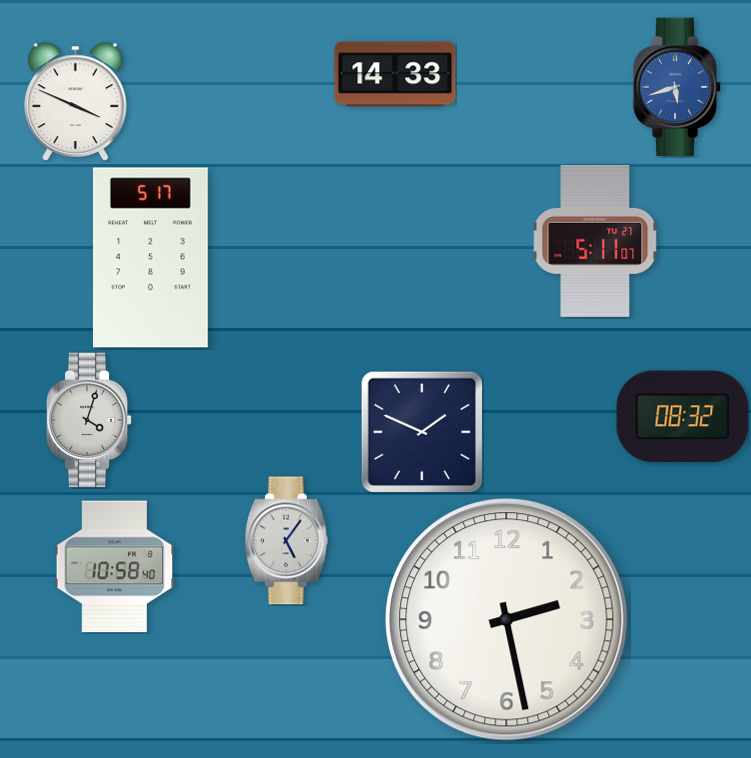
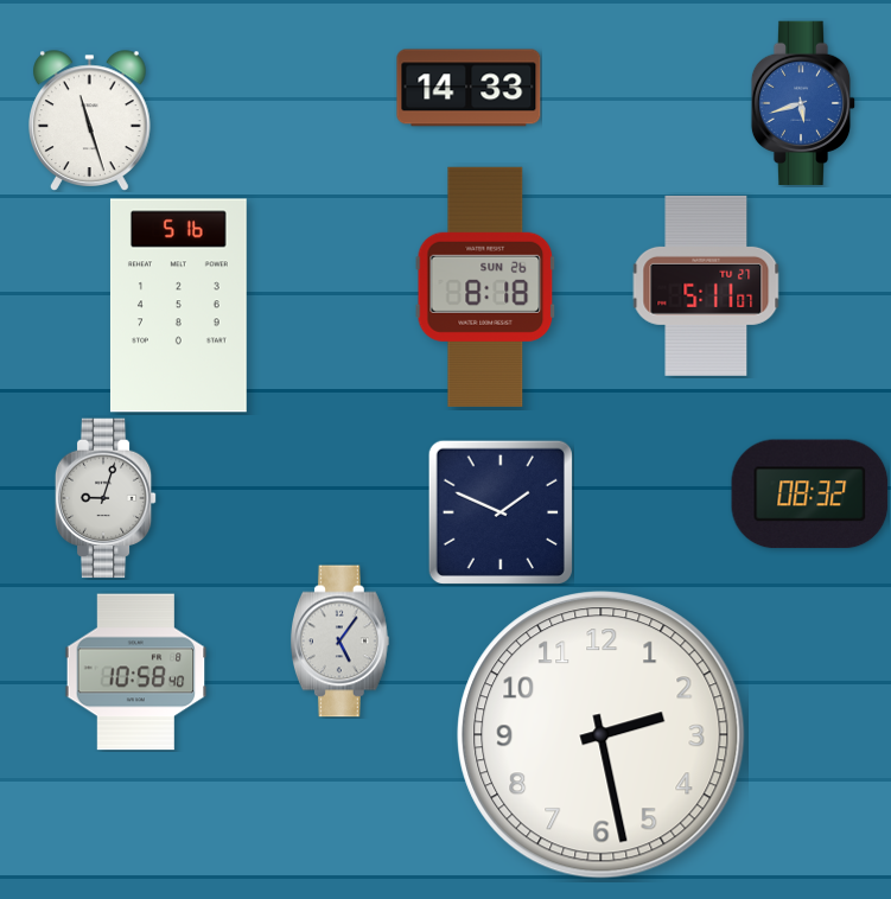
clock at (76, 102): 3:49 -> 11:27
clock at (485, 287): none -> 8:18
clock at (150, 258): 5:17 -> 5:16
clock at (89, 420): 4:03 -> 9:03
